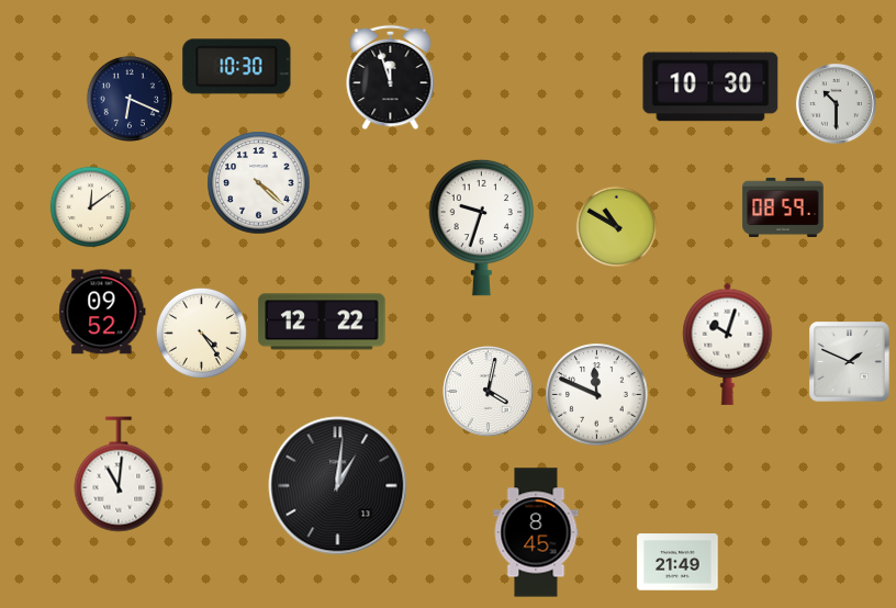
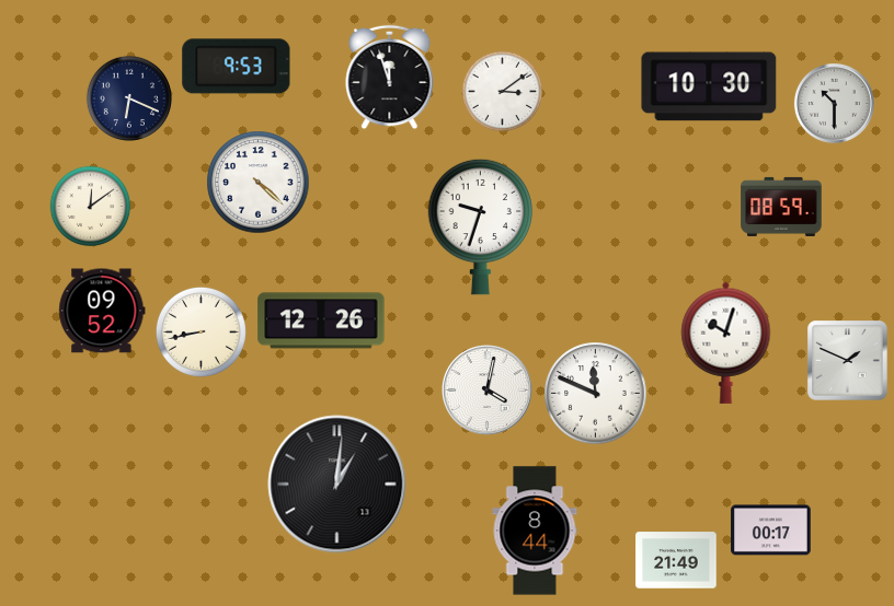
clock at (237, 67): 10:30 -> 9:53
clock at (503, 92): none -> 3:09
clock at (617, 227): 10:50 -> none
clock at (322, 322): 12:22 -> 12:26
clock at (201, 333): 4:24 -> 8:43
clock at (119, 474): 11:01 -> none
clock at (536, 532): 8:45 -> 8:44
clock at (771, 531): none -> 00:17
